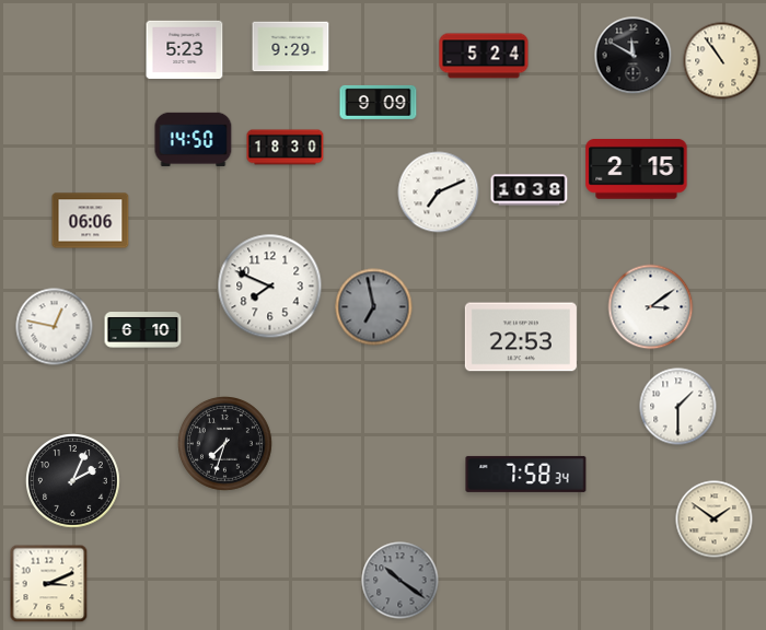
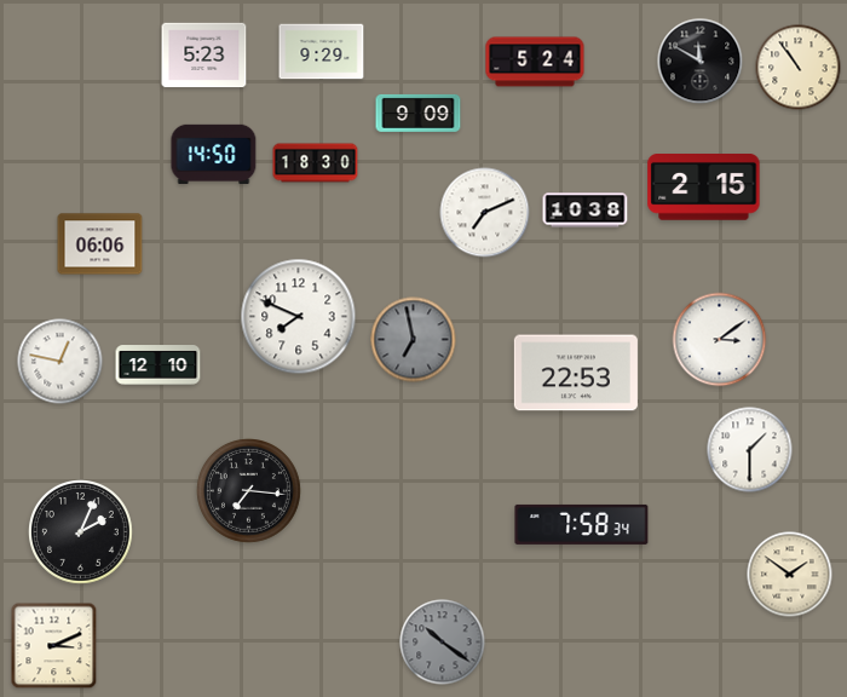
clock at (143, 330): 6:10 -> 12:10
clock at (225, 444): 7:33 -> 7:16
